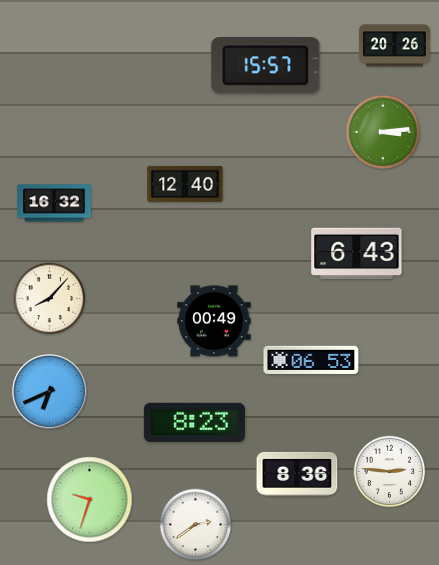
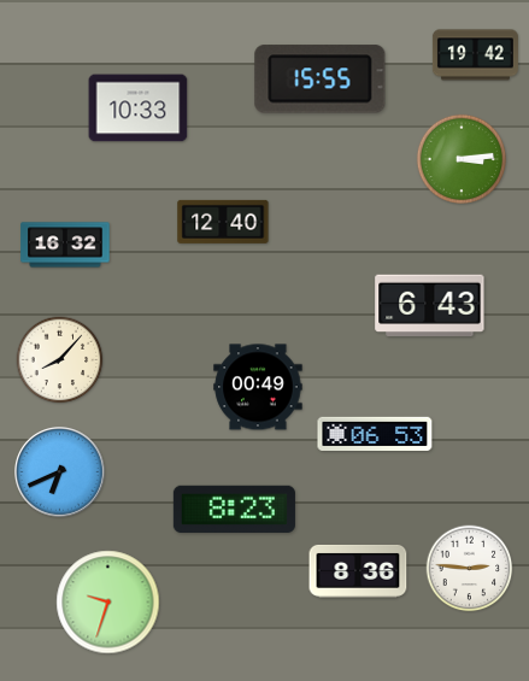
clock at (394, 46): 20:26 -> 19:42
clock at (266, 66): 15:57 -> 15:55
clock at (139, 108): none -> 10:33
clock at (196, 525): 2:39 -> none
